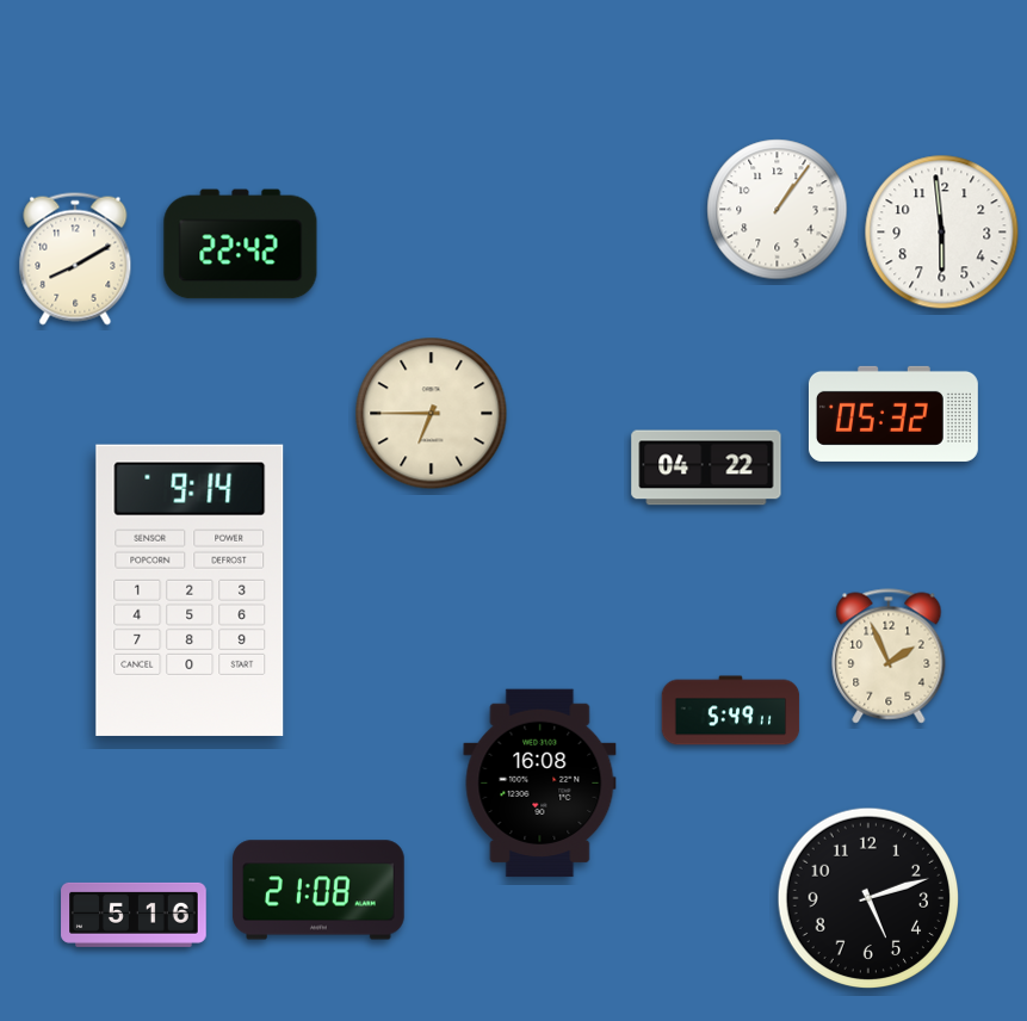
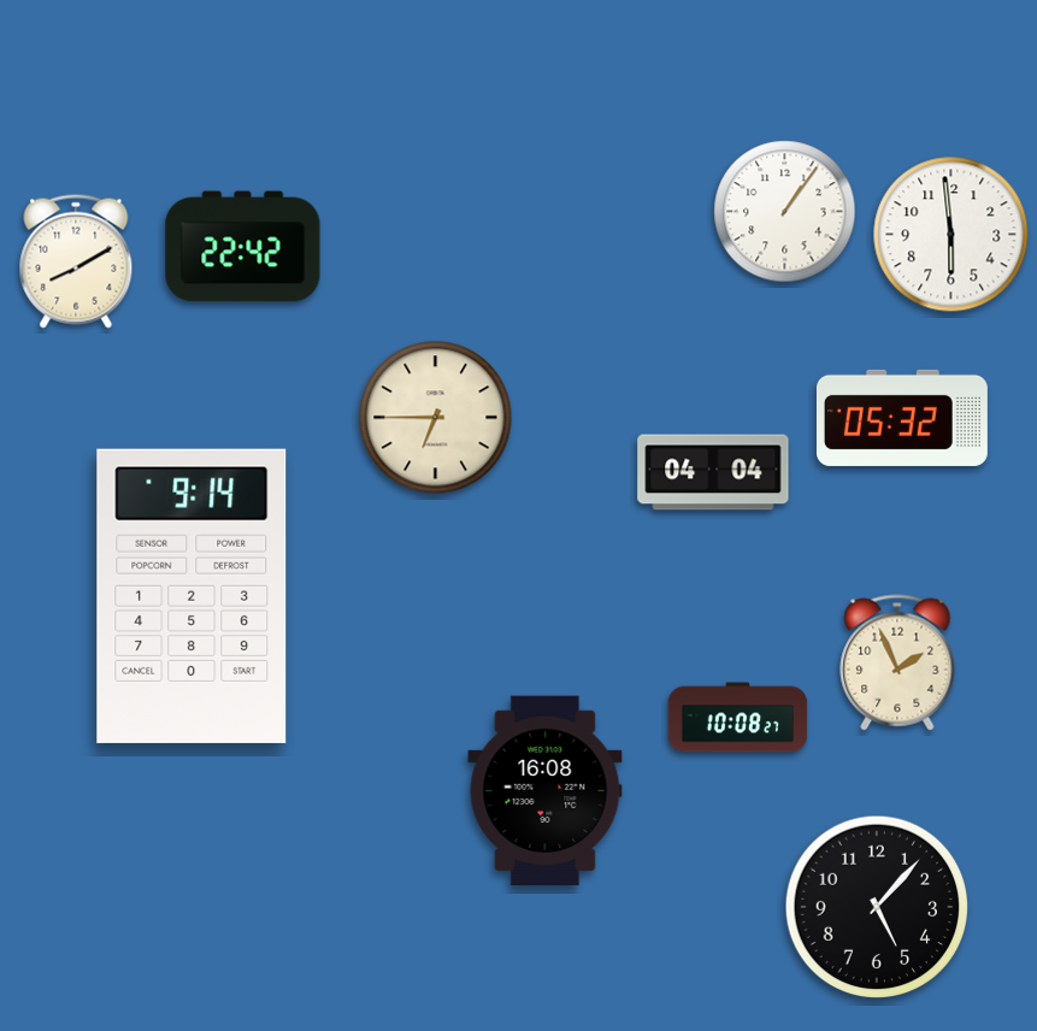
clock at (706, 468): 04:22 -> 04:04
clock at (731, 711): 5:49 -> 10:08
clock at (318, 890): 21:08 -> none
clock at (868, 898): 5:12 -> 5:07
clock at (134, 915): 5:16 -> none
